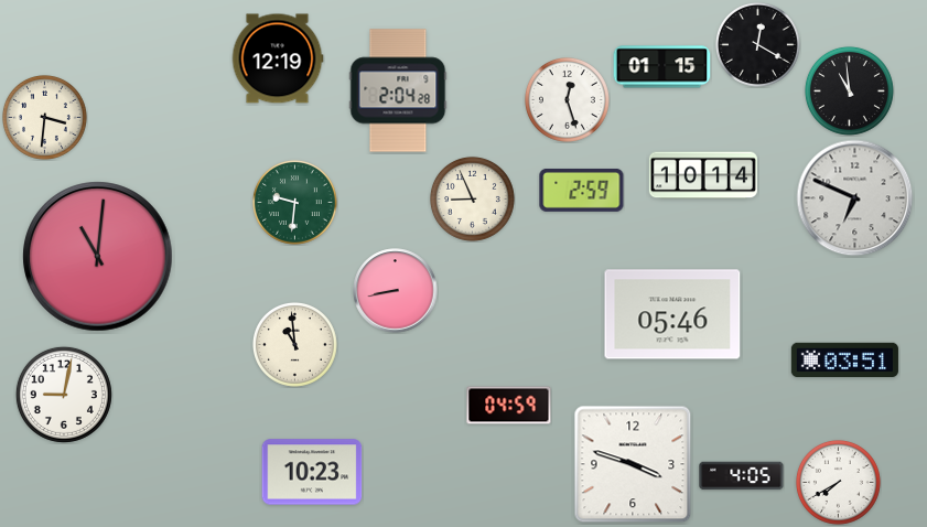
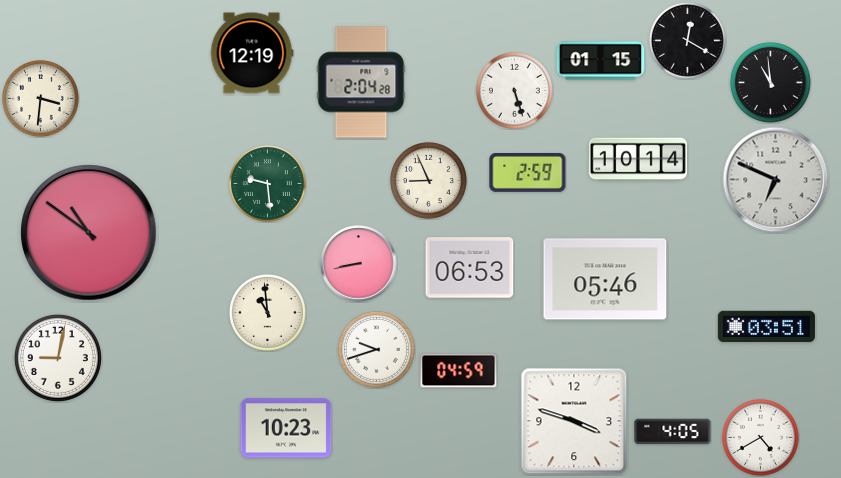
clock at (567, 99): 12:27 -> 5:27
clock at (44, 117) position: (44, 117) -> (40, 98)
clock at (294, 202): 9:31 -> 9:29
clock at (98, 257): 11:01 -> 10:51
clock at (470, 268): none -> 06:53
clock at (672, 314) position: (672, 314) -> (605, 279)
clock at (376, 349): none -> 9:42
clock at (509, 406) position: (509, 406) -> (459, 371)
clock at (312, 472) position: (312, 472) -> (286, 428)
clock at (838, 482): 7:40 -> 4:40
